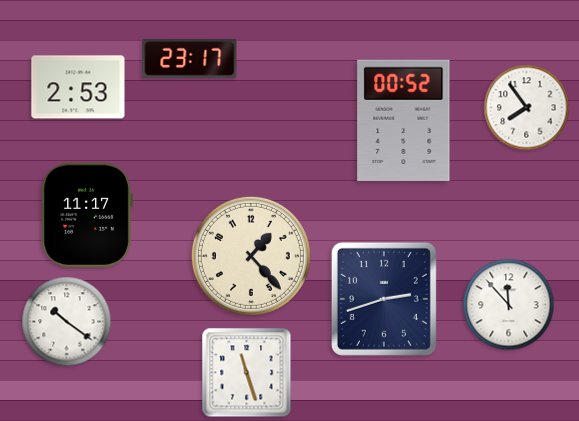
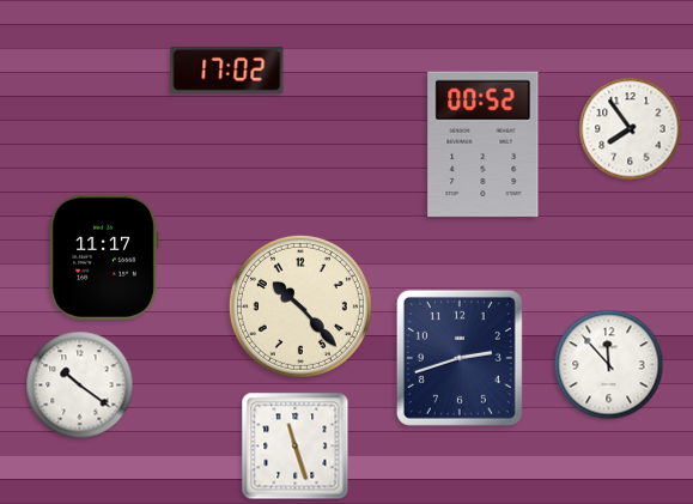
clock at (190, 59): 23:17 -> 17:02
clock at (78, 87): 2:53 -> none
clock at (251, 256): 1:23 -> 10:23
